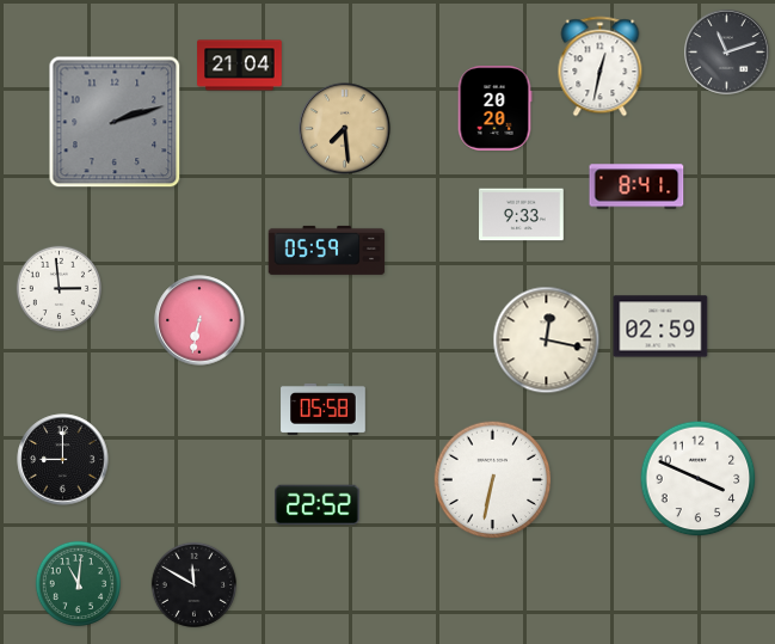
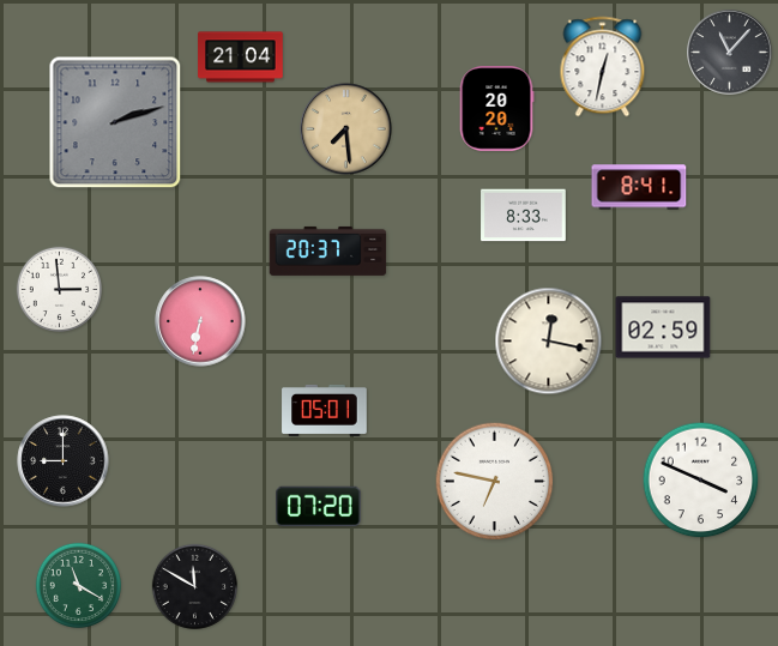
clock at (727, 53): 11:12 -> 11:07
clock at (240, 66) position: (240, 66) -> (241, 58)
clock at (522, 215): 9:33 -> 8:33
clock at (327, 250): 05:59 -> 20:37
clock at (324, 409): 05:58 -> 05:01
clock at (493, 480): 6:32 -> 6:47
clock at (318, 505): 22:52 -> 07:20
clock at (78, 583): 11:01 -> 11:20
